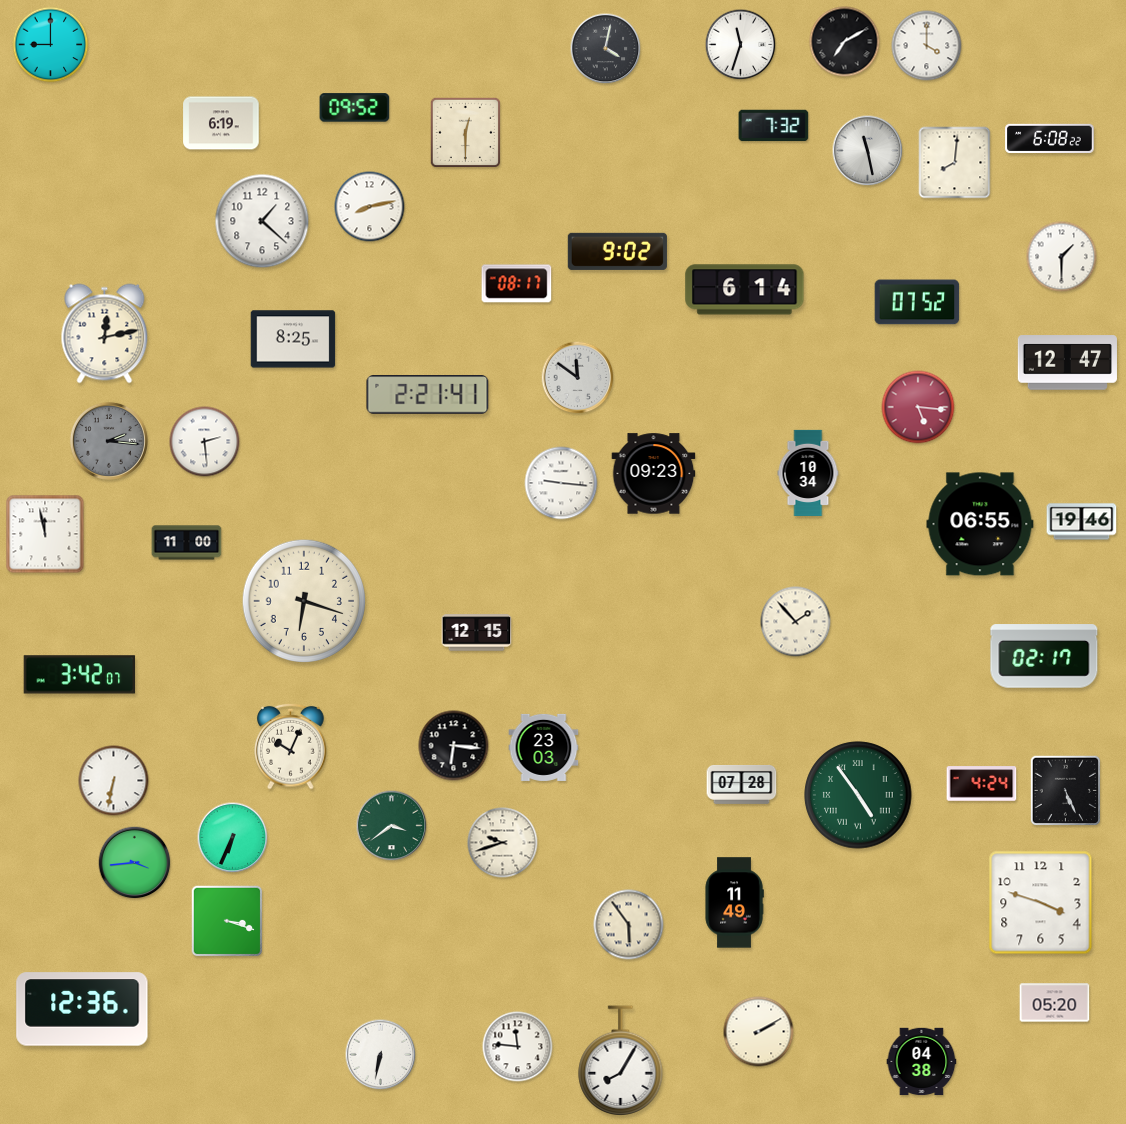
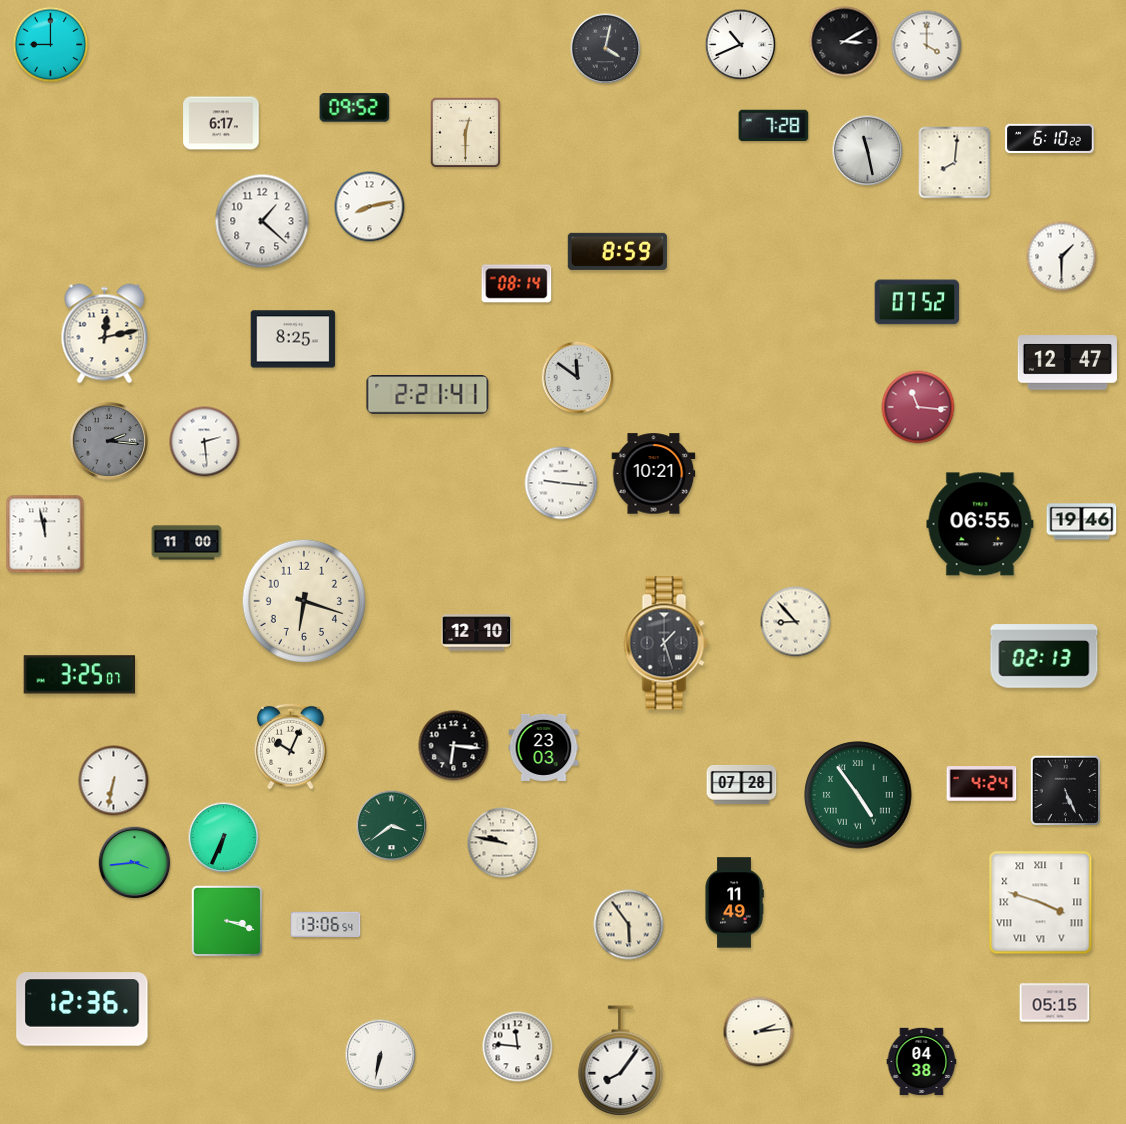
clock at (845, 42): 7:10 -> 3:10
clock at (741, 45): 11:33 -> 10:41
clock at (221, 123): 6:19 -> 6:17
clock at (774, 126): 7:32 -> 7:28
clock at (1050, 138): 6:08 -> 6:10
clock at (617, 251): 9:02 -> 8:59
clock at (517, 284): 08:17 -> 08:14
clock at (745, 290): 6:14 -> none
clock at (918, 407): 5:16 -> 11:16
clock at (808, 472): 10:34 -> none
clock at (654, 474): 09:23 -> 10:21
clock at (796, 622): 1:53 -> 8:53
clock at (477, 633): 12:15 -> 12:10
clock at (666, 643): none -> 1:27
clock at (1044, 656): 02:17 -> 02:13
clock at (80, 675): 3:42 -> 3:25
clock at (233, 838) position: (233, 838) -> (224, 838)
clock at (503, 843): 9:42 -> 9:47
clock at (1041, 903) numerals: Arabic -> Roman
clock at (326, 924): none -> 13:06
clock at (1055, 1003): 05:20 -> 05:15
clock at (759, 1032): 2:10 -> 2:14
clock at (621, 1060): 8:05 -> 8:06
